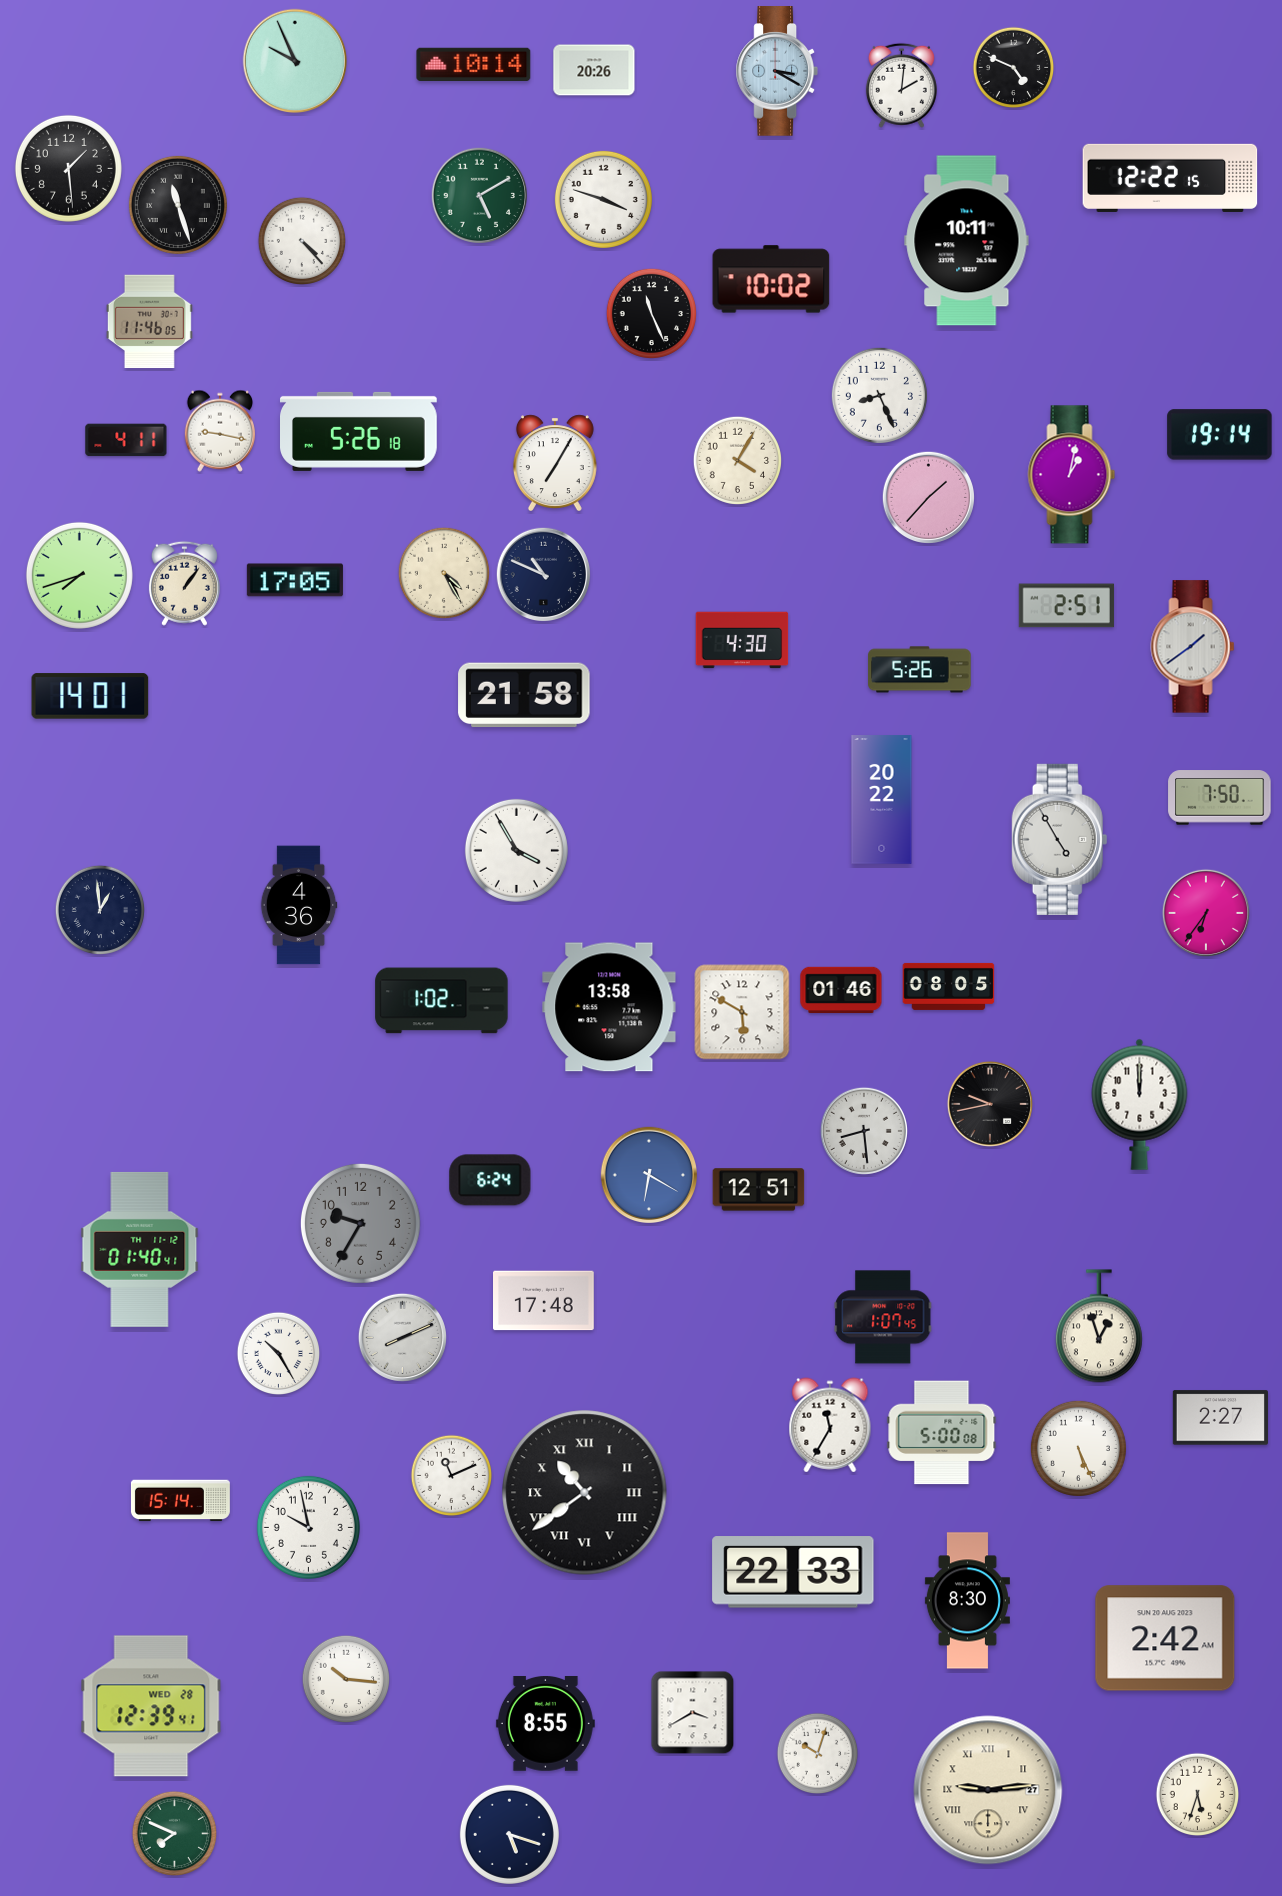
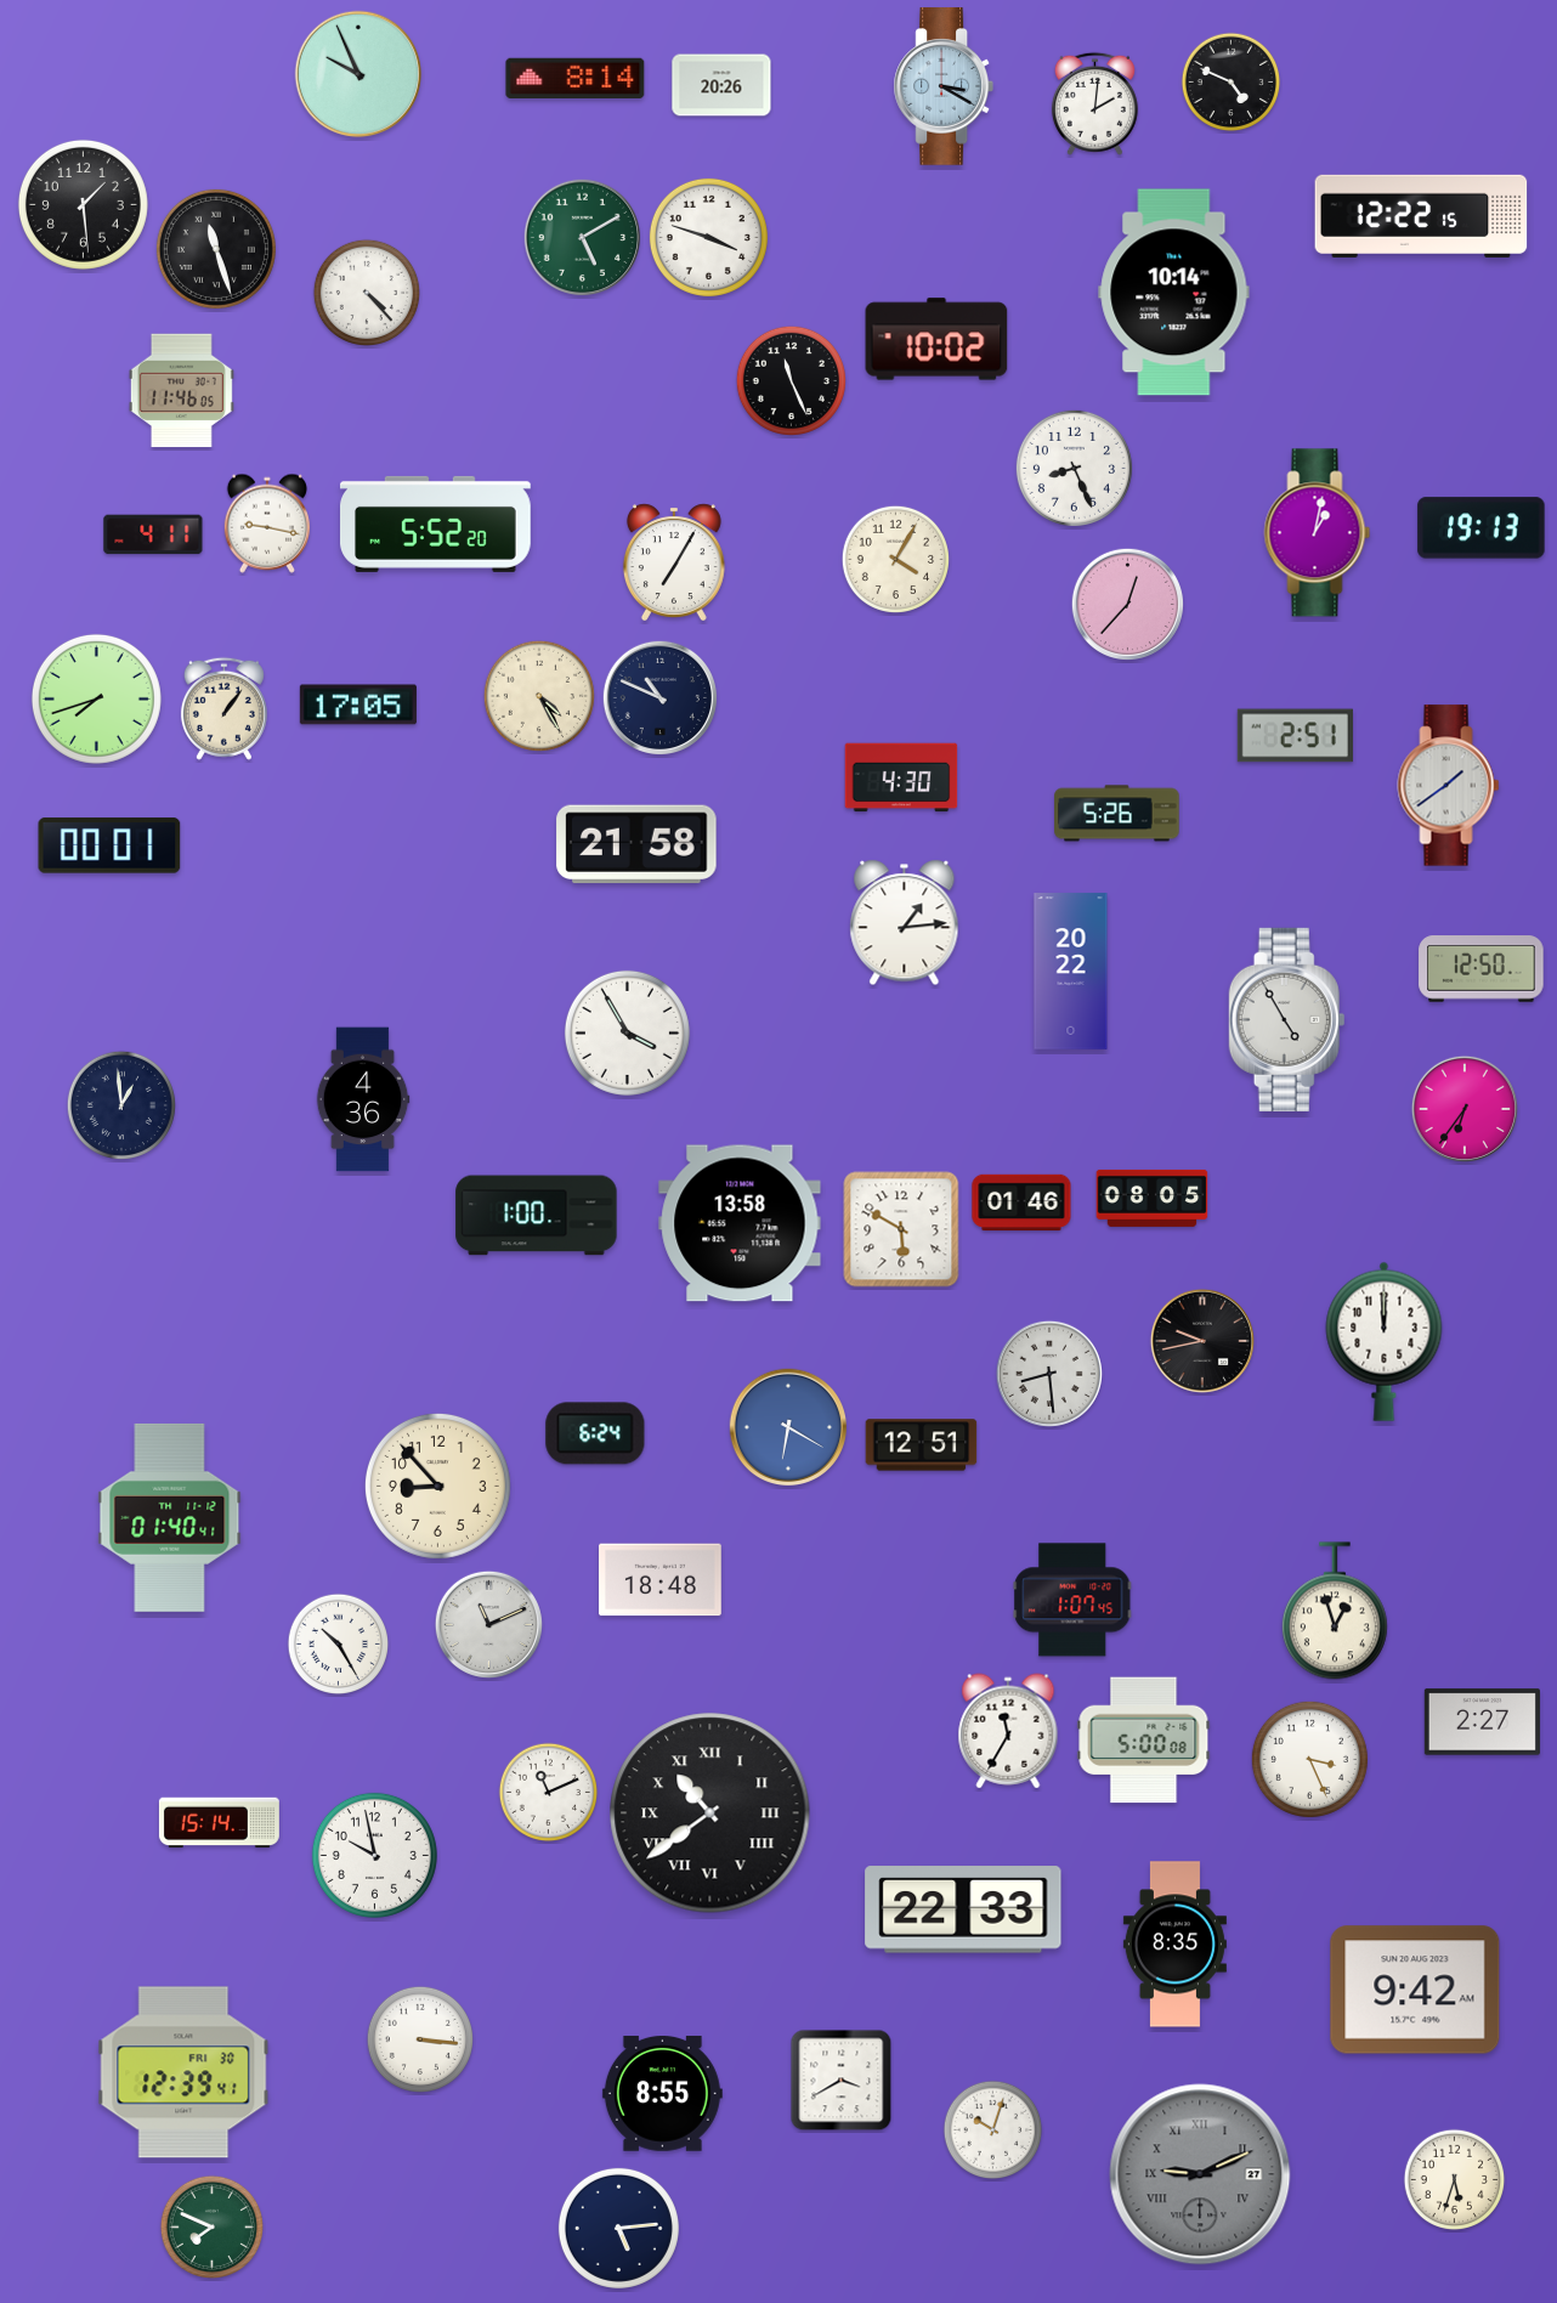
clock at (474, 64): 10:14 -> 8:14
clock at (603, 199) position: (603, 199) -> (708, 237)
clock at (967, 241): 10:11 -> 10:14
clock at (879, 395) position: (879, 395) -> (1074, 468)
clock at (359, 431): 5:26 -> 5:52
clock at (1220, 435): 19:14 -> 19:13
clock at (1072, 475) position: (1072, 475) -> (1318, 533)
clock at (928, 497): 1:37 -> 12:37
clock at (90, 696): 14:01 -> 00:01
clock at (905, 923): none -> 1:14
clock at (1220, 798): 7:50 -> 12:50
clock at (442, 1001): 1:02 -> 1:00
clock at (360, 1223): 9:35 -> 8:53
clock at (360, 1223) dial: grey -> cream
clock at (544, 1301): 17:48 -> 18:48
clock at (402, 1337): 8:11 -> 11:11
clock at (1078, 1448): 5:26 -> 3:26
clock at (967, 1601): 8:30 -> 8:35
clock at (1165, 1638): 2:42 -> 9:42
clock at (345, 1678): 10:16 -> 3:16
clock at (151, 1706) date: WED 28 -> FRI 30
clock at (988, 1790): 9:14 -> 9:11
clock at (988, 1790) dial: cream -> grey
clock at (509, 1834): 5:18 -> 5:14
